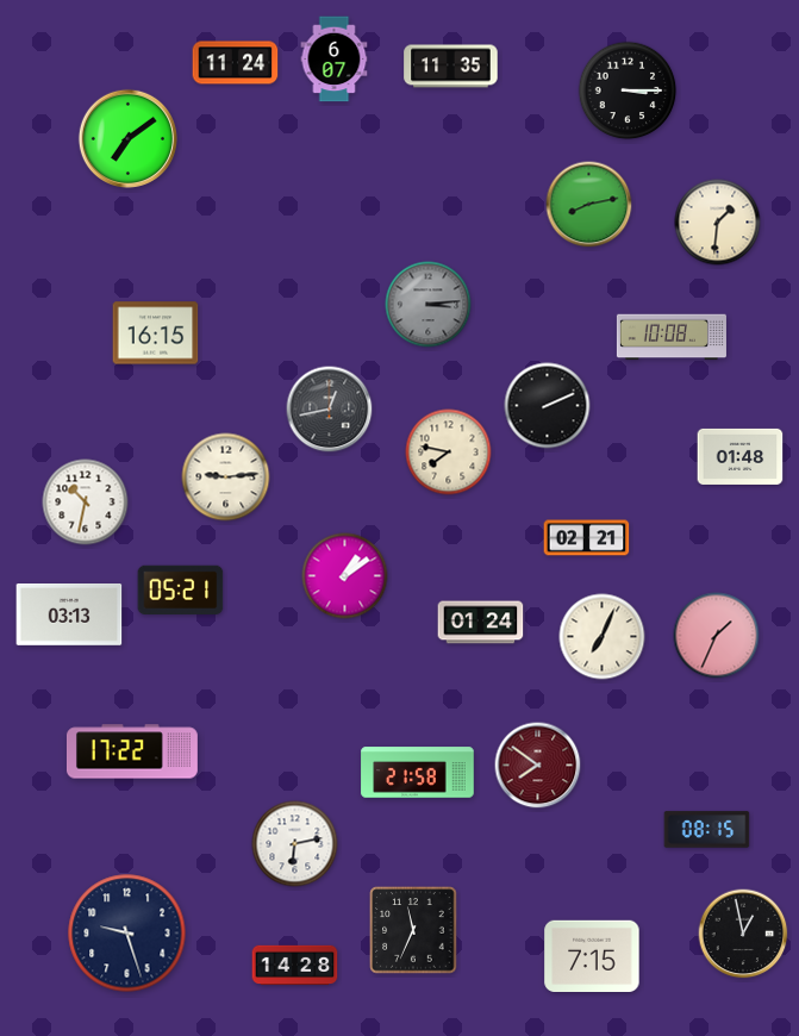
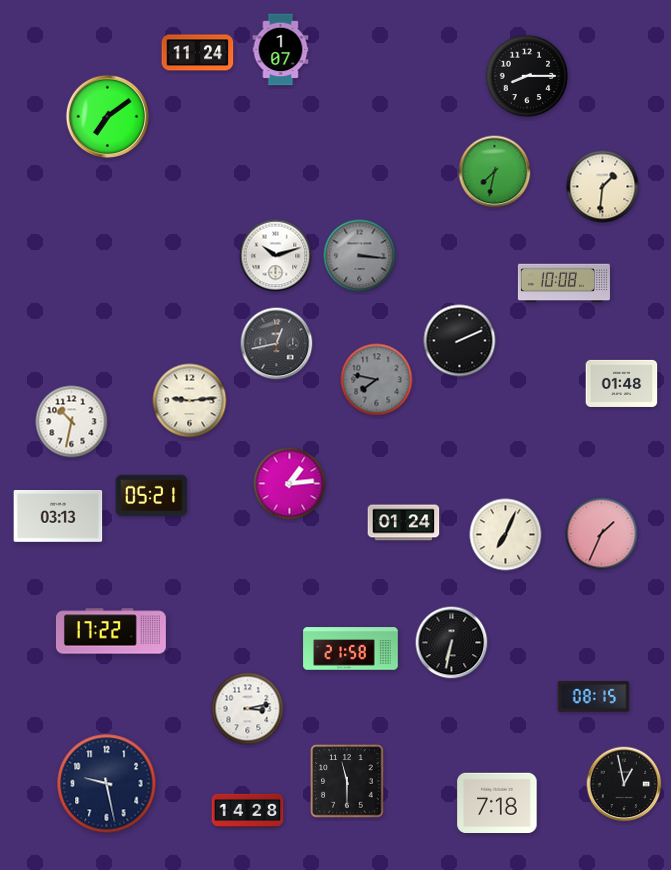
clock at (335, 60): 6:07 -> 1:07
clock at (451, 67): 11:35 -> none
clock at (628, 91): 3:15 -> 8:15
clock at (589, 205): 8:13 -> 7:32
clock at (276, 256): none -> 10:12
clock at (429, 305): 3:14 -> 3:16
clock at (156, 333): 16:15 -> none
clock at (449, 453) dial: cream -> grey
clock at (587, 538): 02:21 -> none
clock at (345, 576): 1:09 -> 1:14
clock at (538, 766): 7:51 -> 6:32
clock at (538, 766) dial: burgundy -> black
clock at (295, 844): 6:13 -> 3:13
clock at (413, 930): 11:34 -> 11:30
clock at (127, 934): 9:27 -> 9:28
clock at (592, 956): 7:15 -> 7:18
